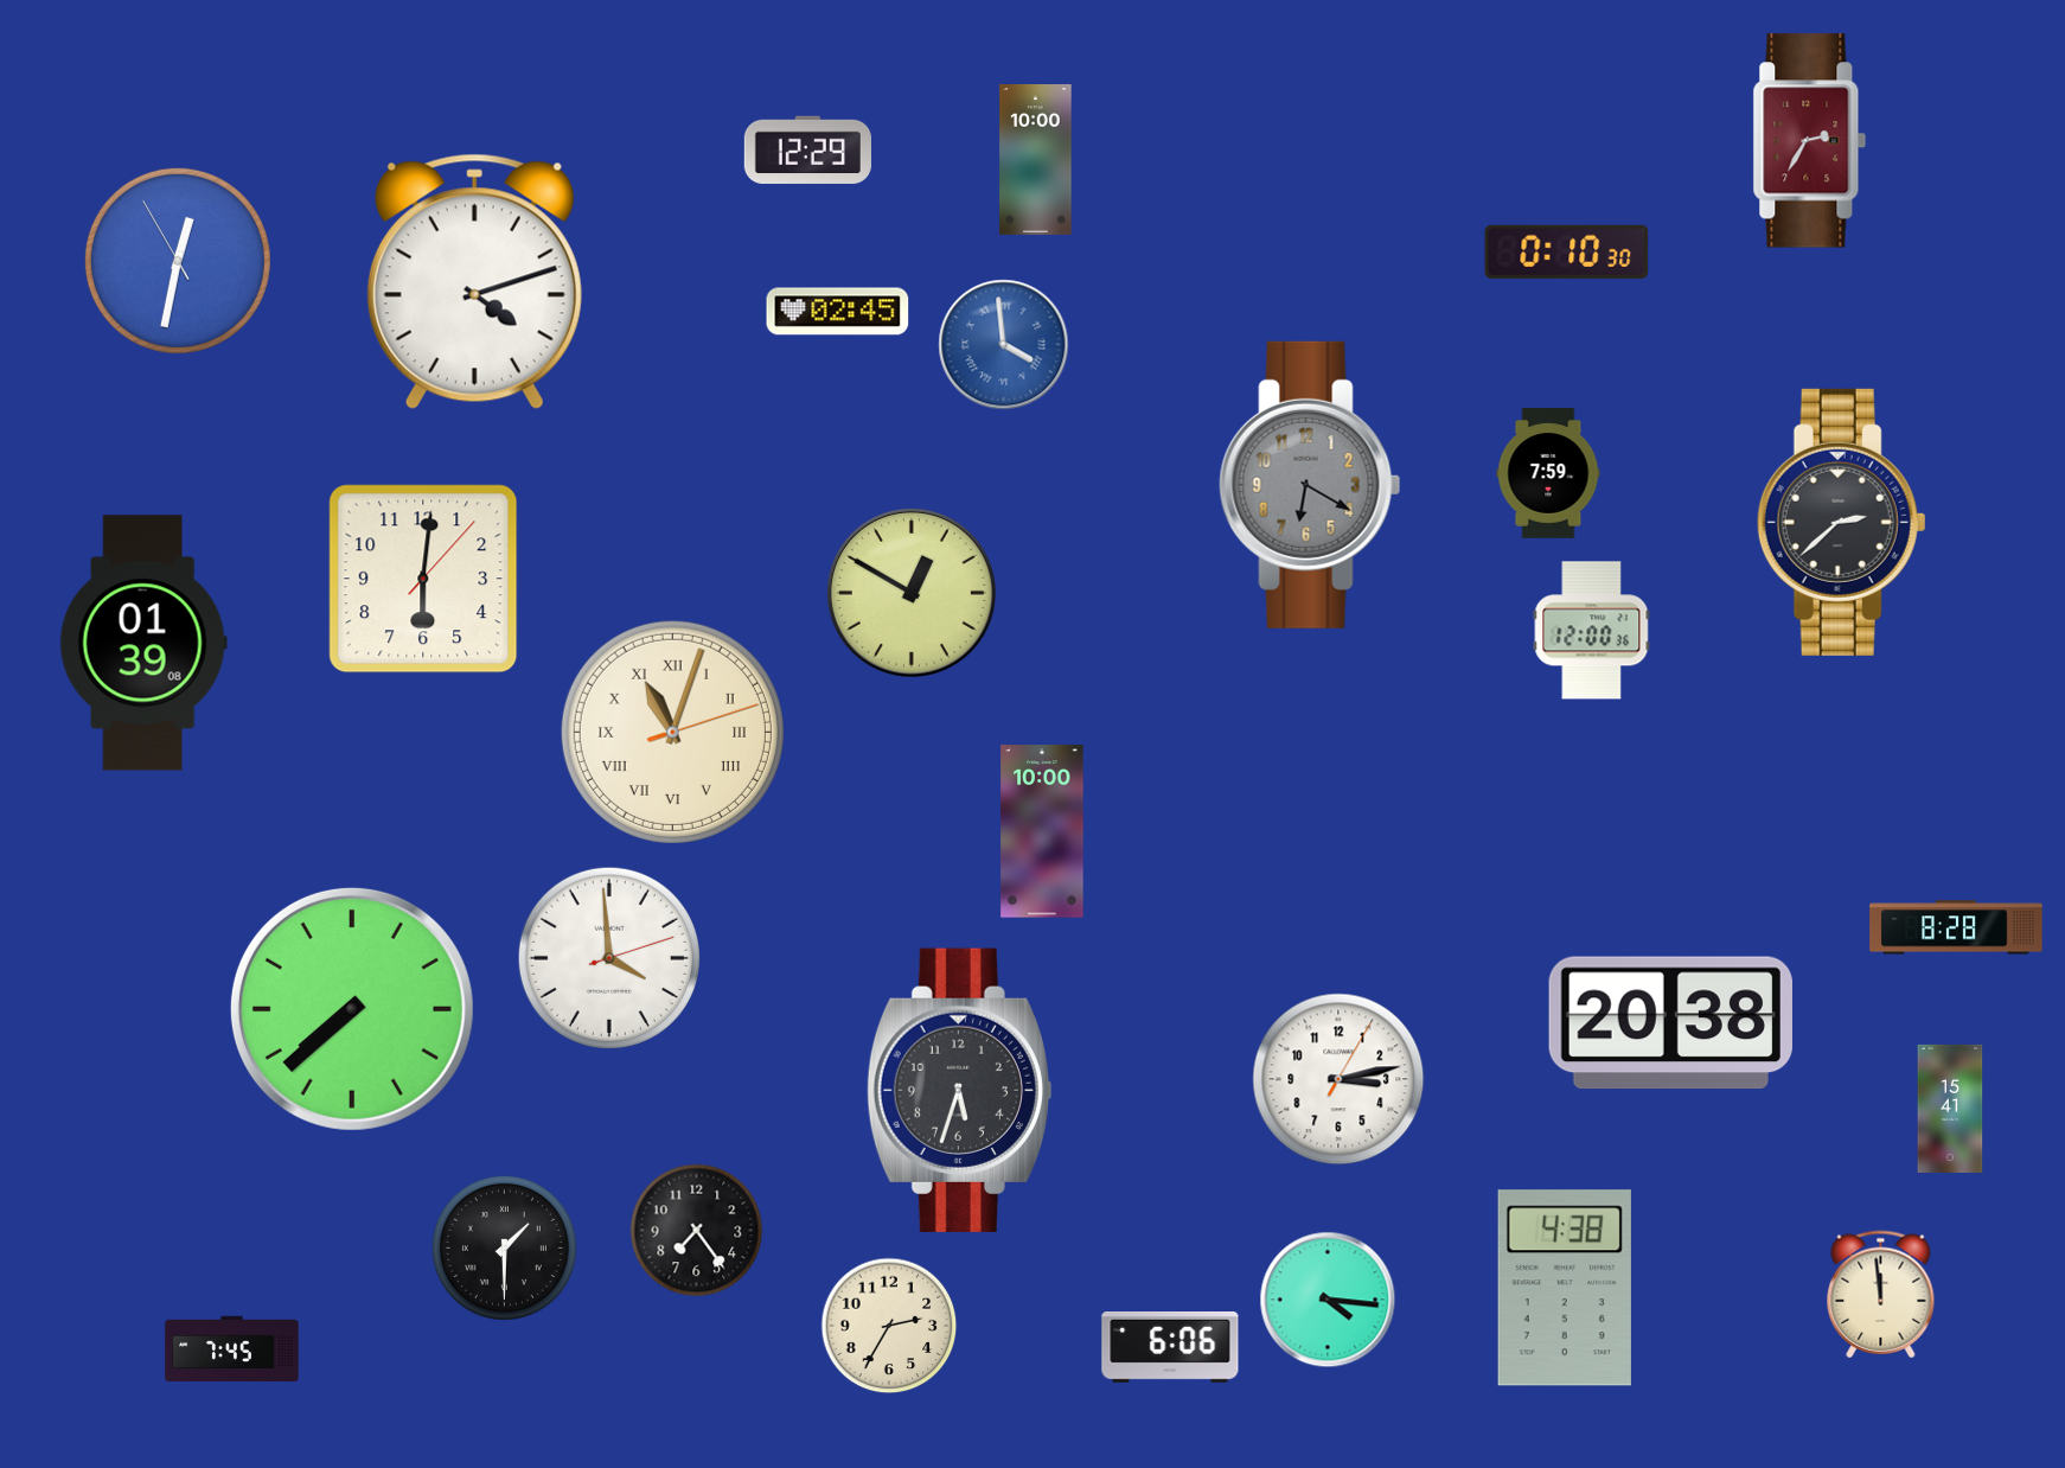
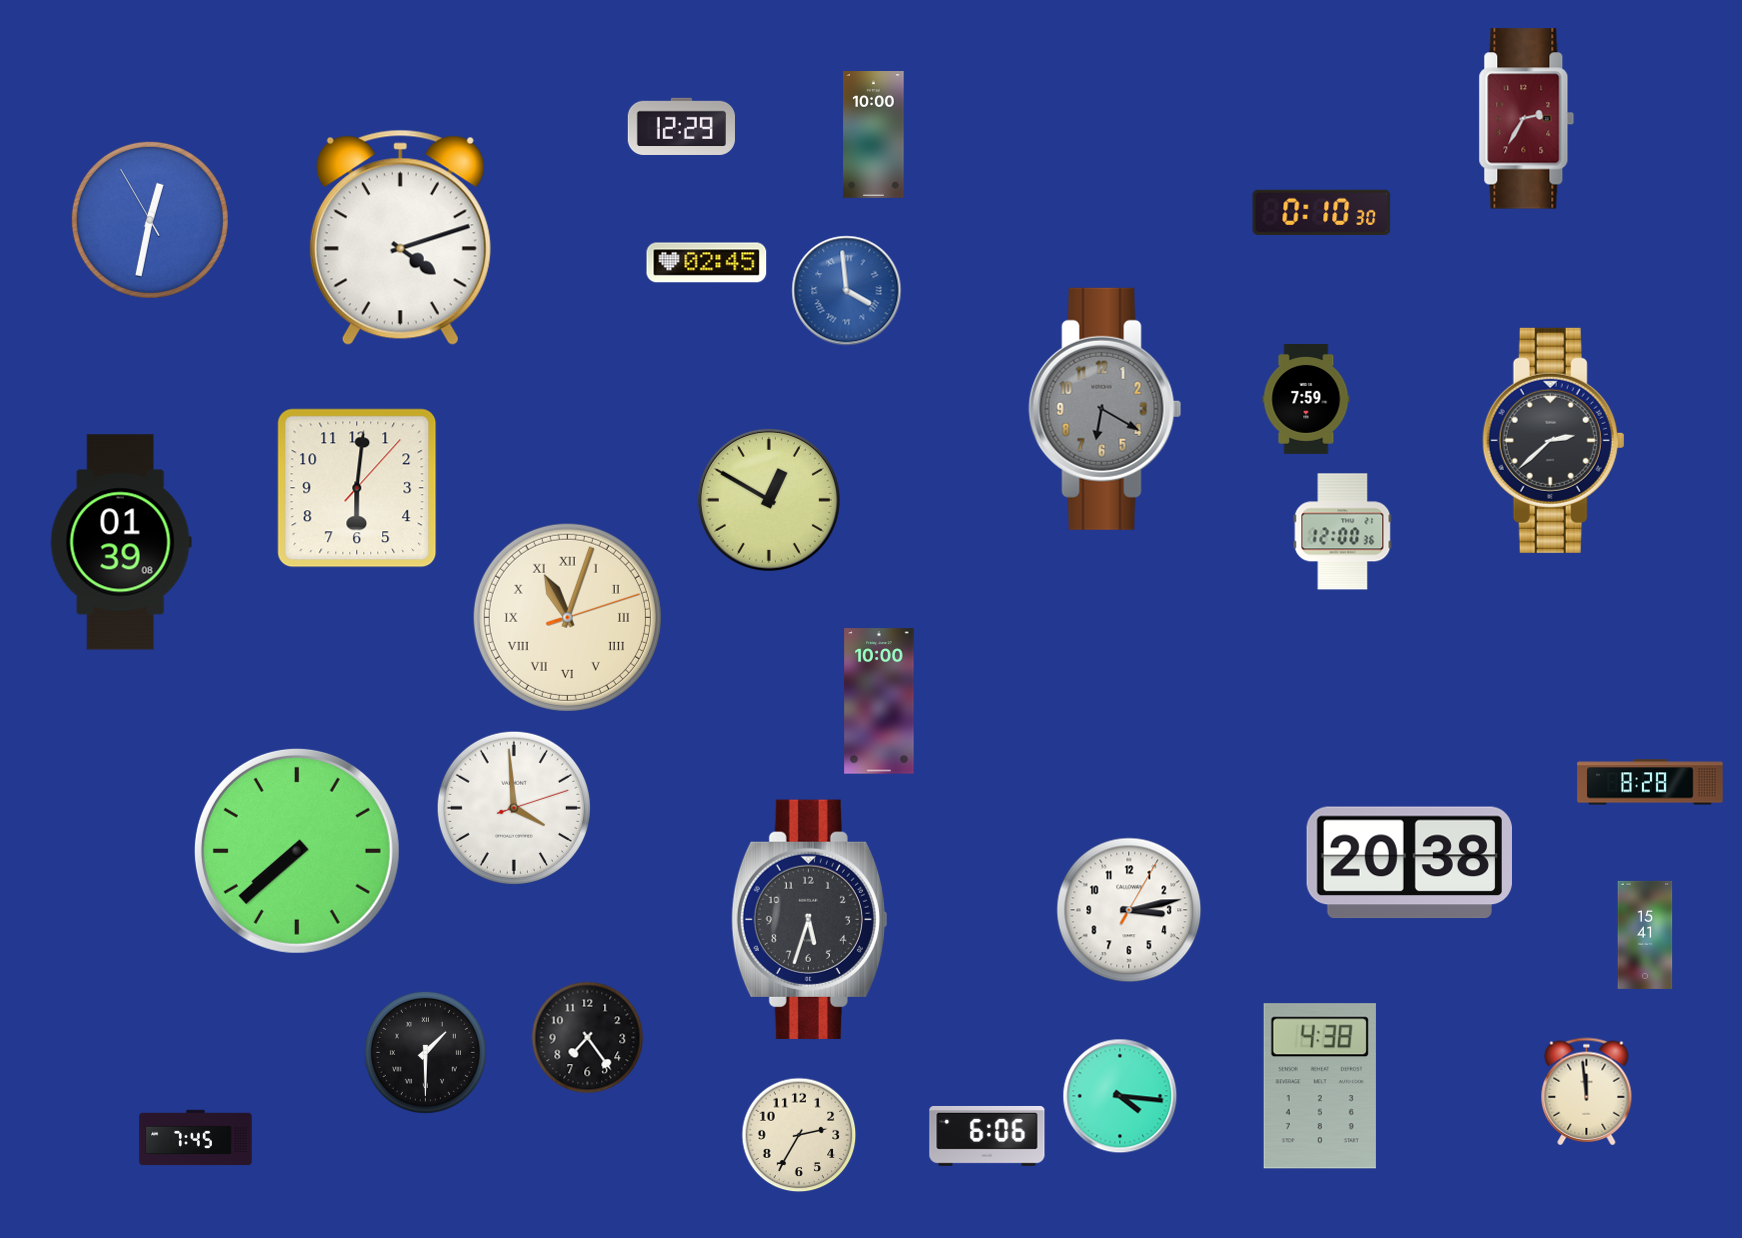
clock at (889, 1326) position: (889, 1326) -> (799, 1135)
